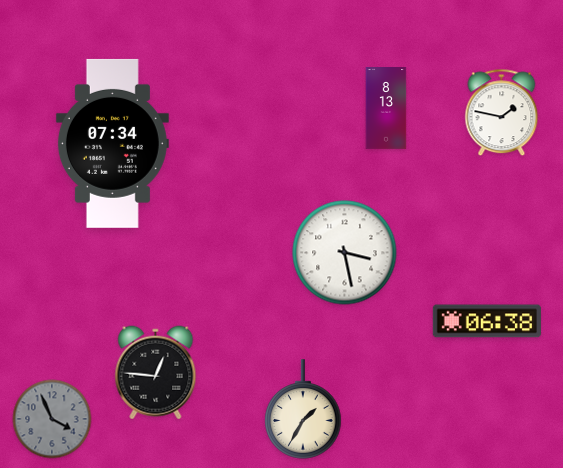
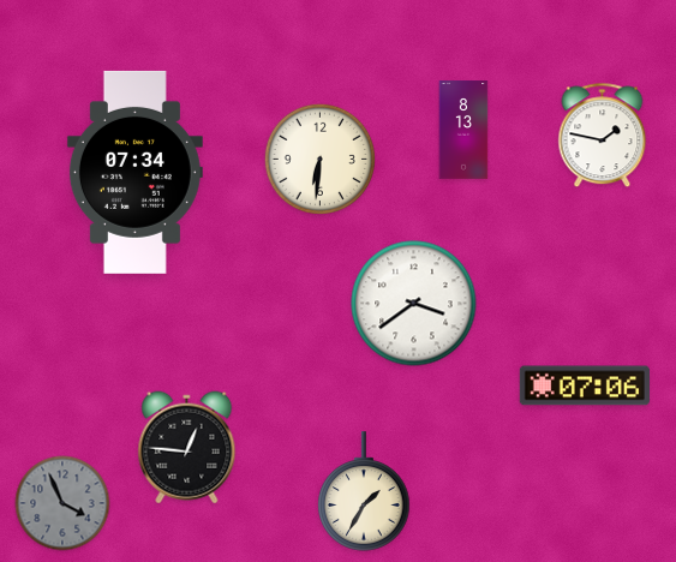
clock at (319, 159): none -> 6:31
clock at (345, 253): 3:28 -> 3:39
clock at (487, 321): 06:38 -> 07:06
